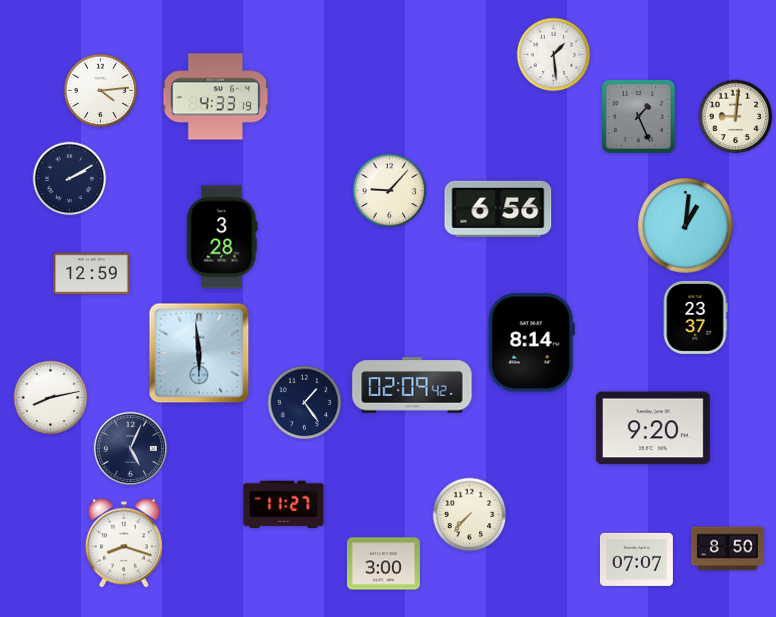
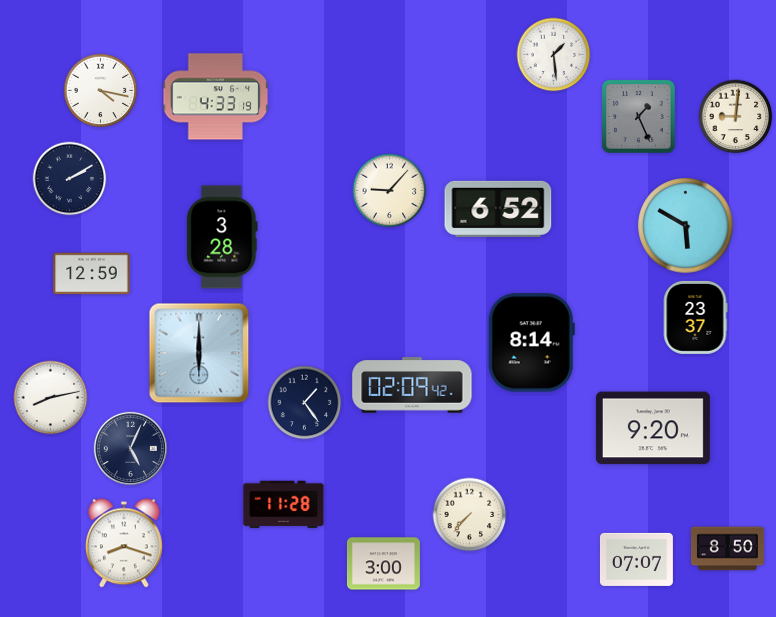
clock at (101, 91): 4:14 -> 4:17
clock at (498, 209): 6:56 -> 6:52
clock at (686, 226): 1:01 -> 5:50
clock at (199, 353): 5:59 -> 6:00
clock at (284, 505): 11:27 -> 11:28
